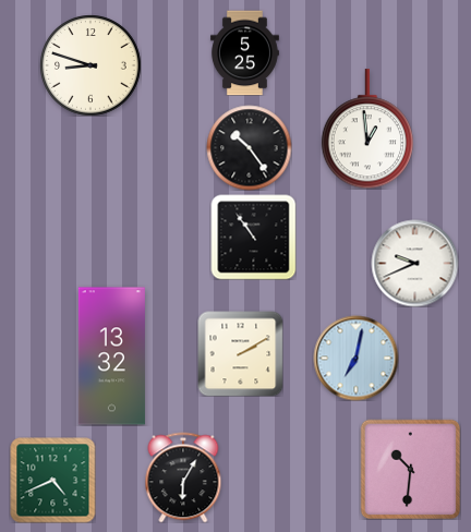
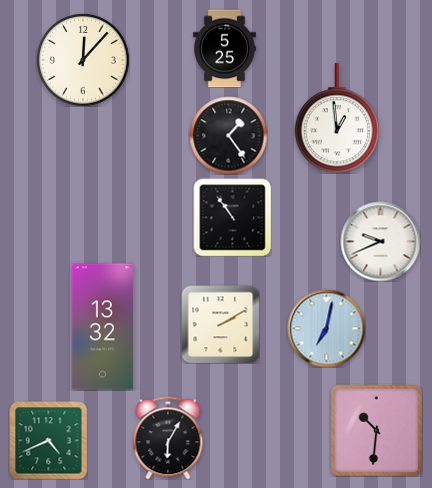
clock at (90, 65): 8:48 -> 12:07
clock at (249, 147): 10:24 -> 1:24
